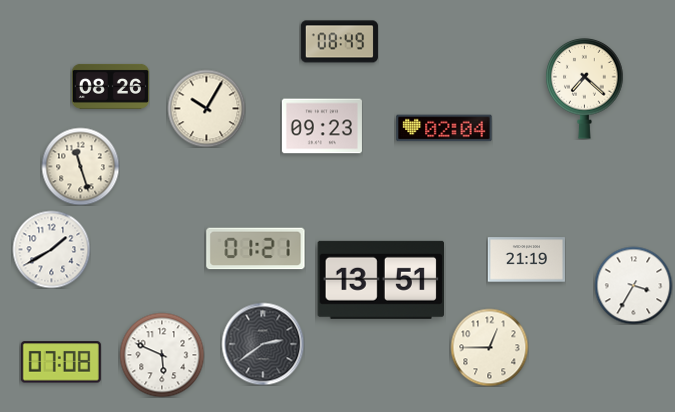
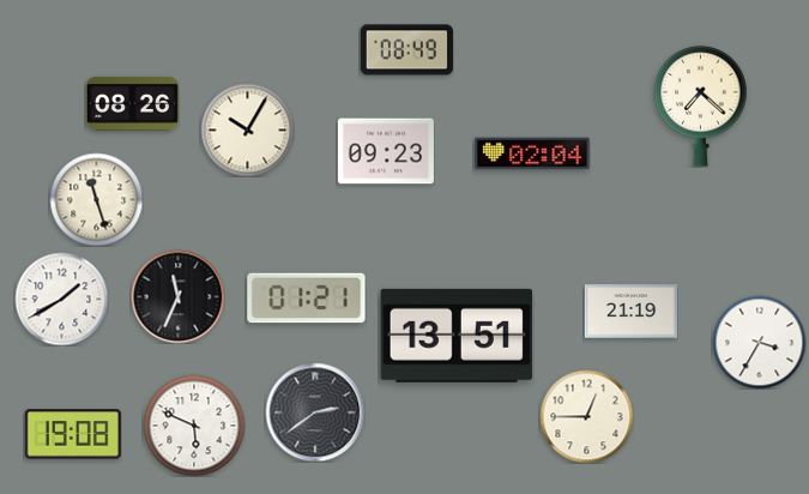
clock at (177, 296): none -> 11:34
clock at (61, 362): 07:08 -> 19:08
